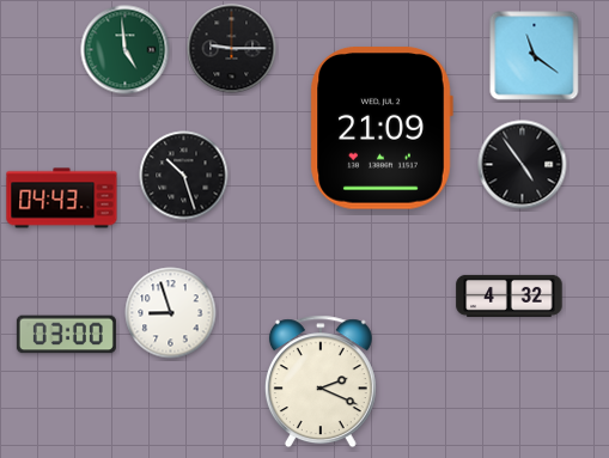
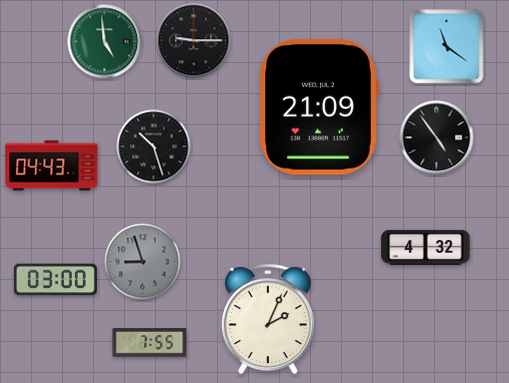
clock at (171, 313) dial: white -> grey
clock at (321, 381): 2:19 -> 2:04
clock at (150, 343): none -> 7:55
